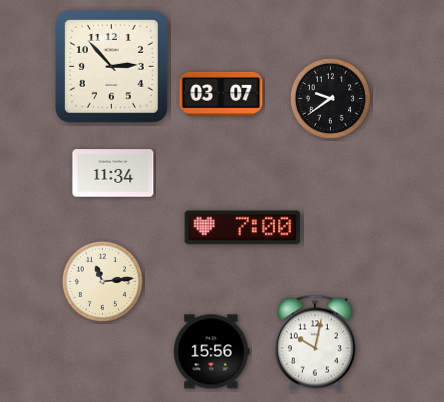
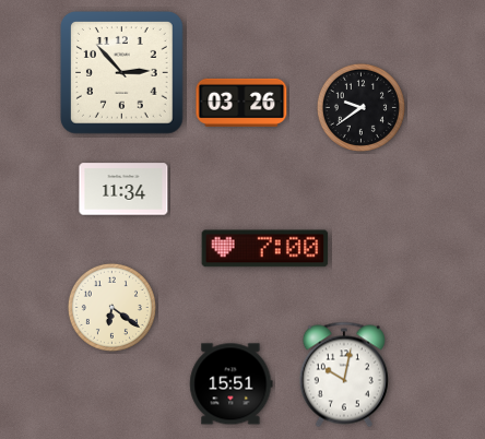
clock at (221, 94): 03:07 -> 03:26
clock at (102, 281): 11:14 -> 6:21
clock at (212, 352): 15:56 -> 15:51
